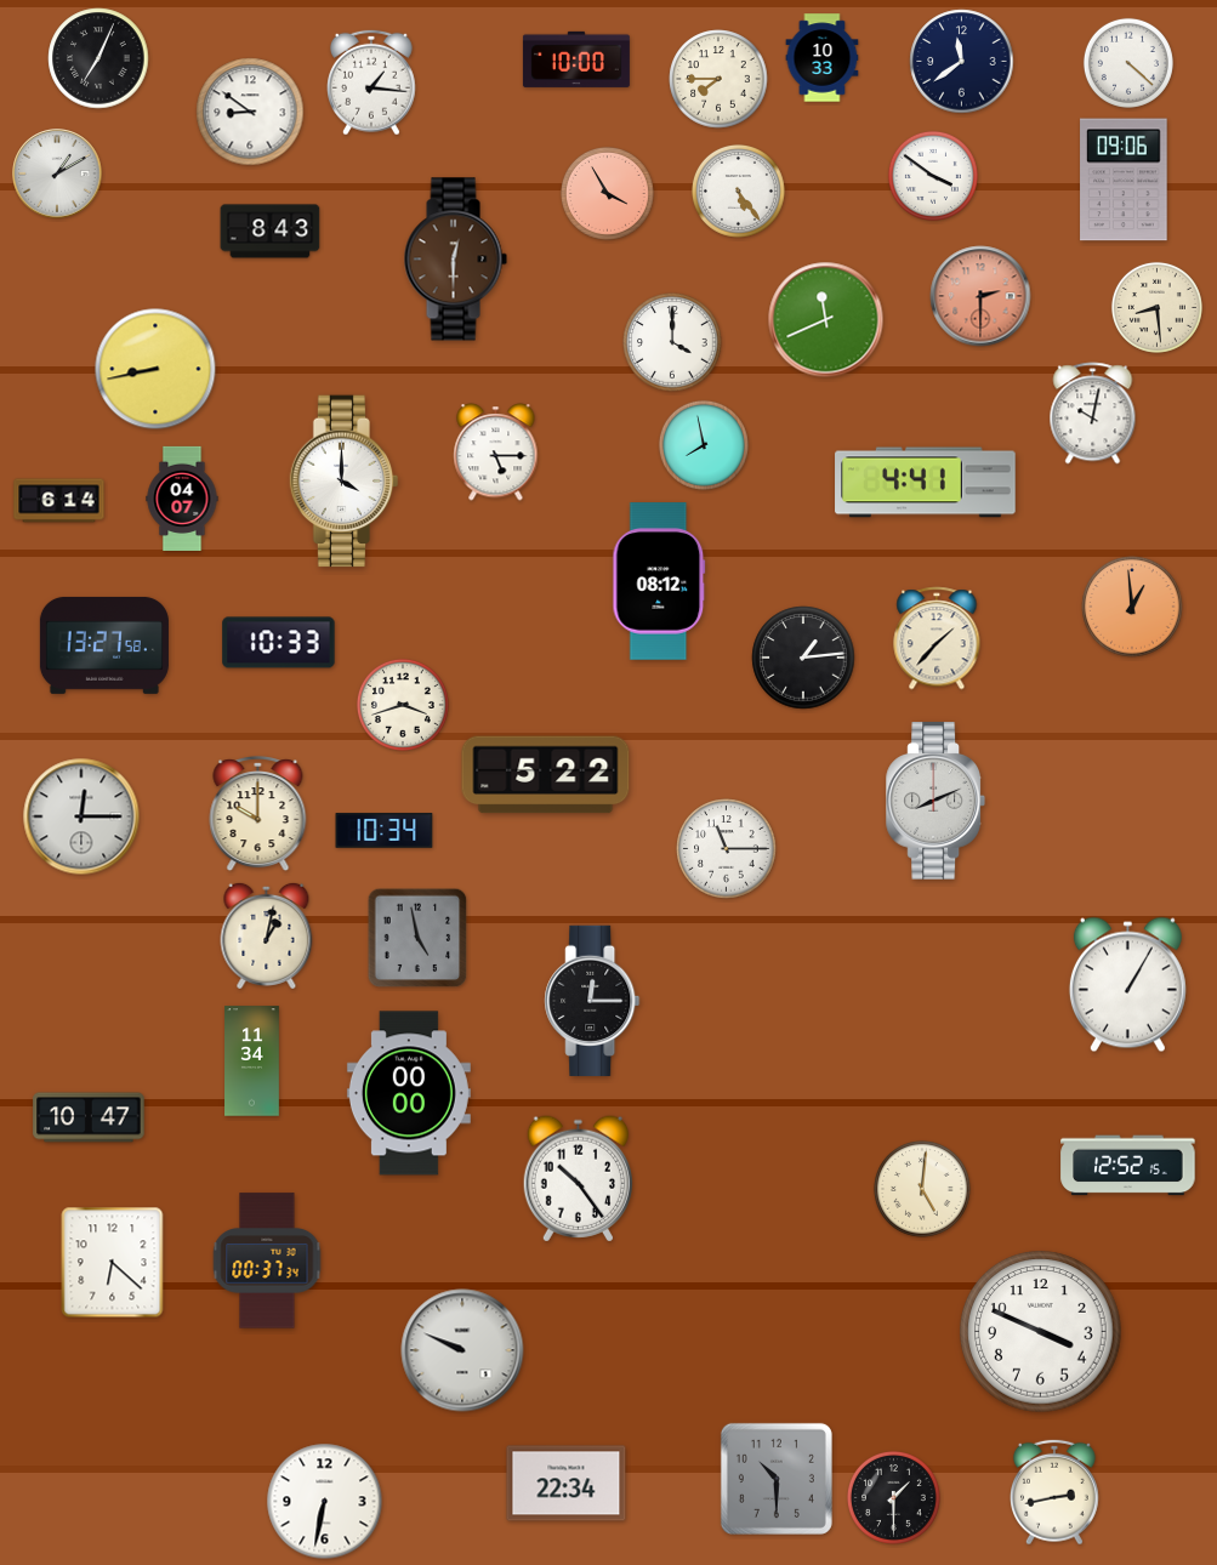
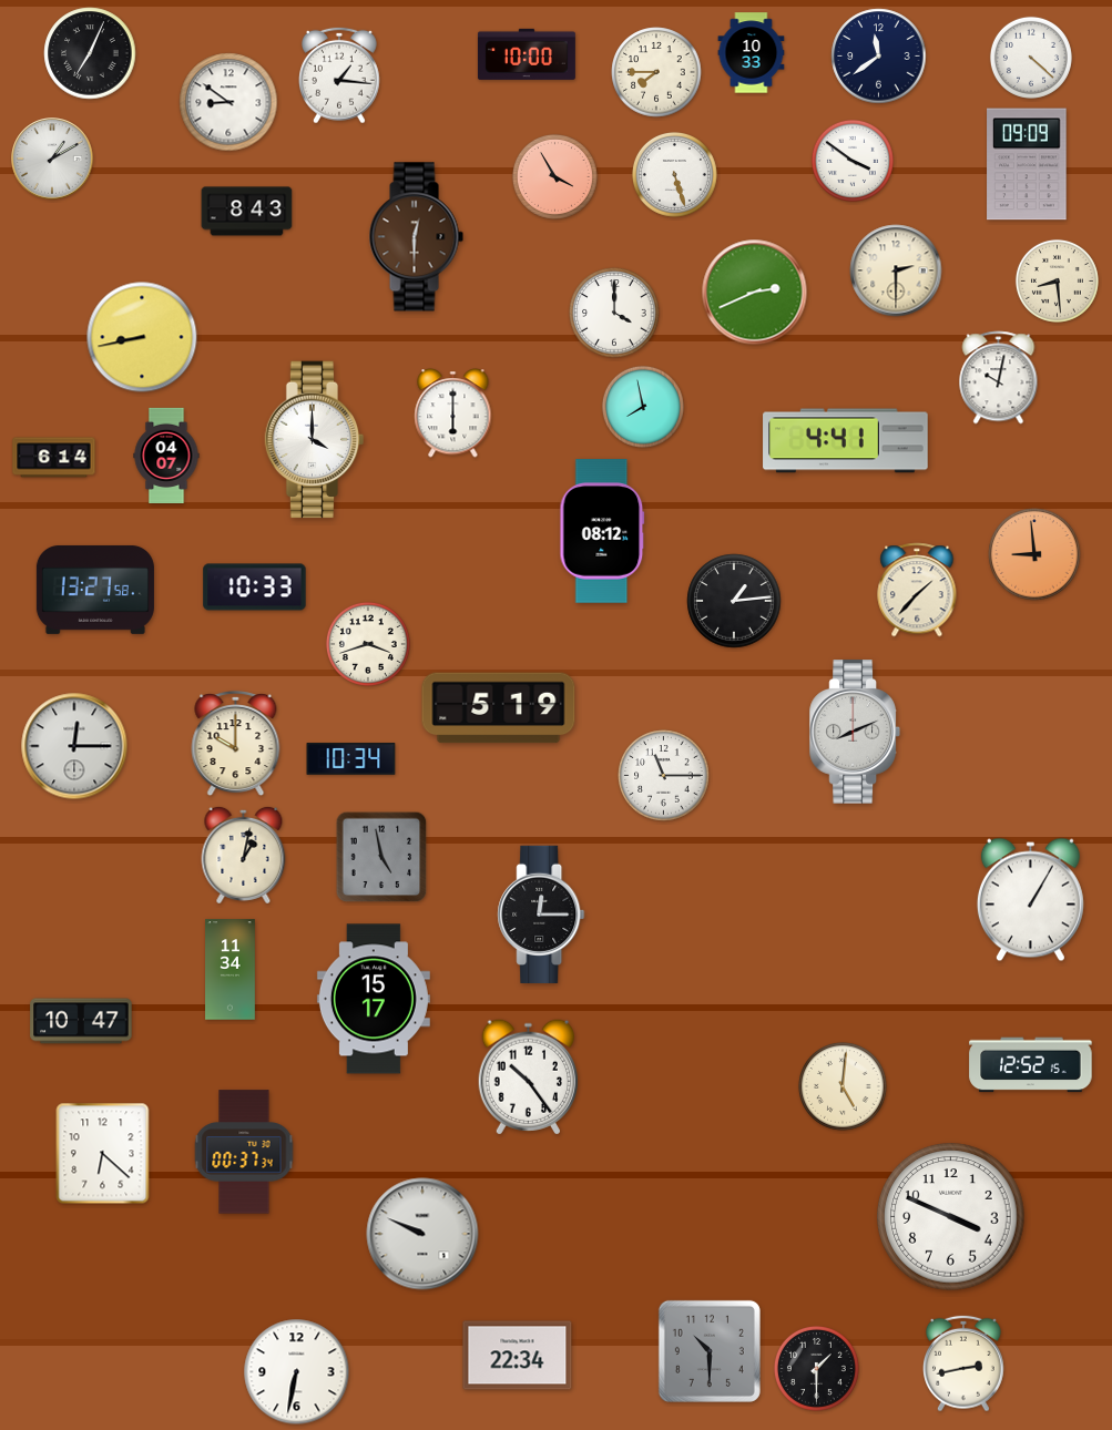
clock at (1124, 180): 09:06 -> 09:09
clock at (738, 190): 5:24 -> 5:27
clock at (980, 296) dial: salmon -> cream
clock at (826, 320): 11:41 -> 2:41
clock at (496, 453): 5:15 -> 6:00
clock at (1132, 607): 12:59 -> 8:59
clock at (937, 638) position: (937, 638) -> (917, 590)
clock at (546, 775): 5:22 -> 5:19
clock at (409, 1093): 00:00 -> 15:17
